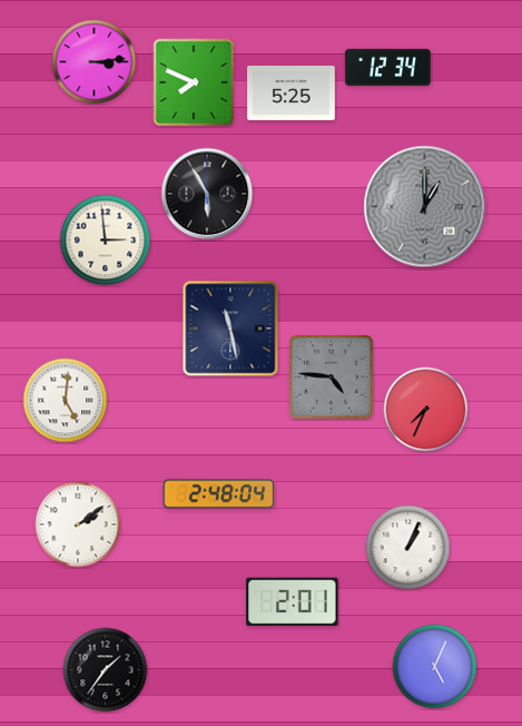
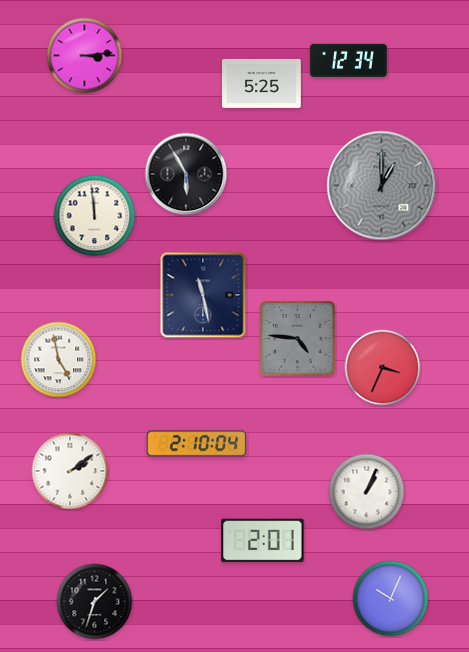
clock at (194, 82): 7:49 -> none
clock at (106, 241): 2:59 -> 11:59
clock at (230, 328) position: (230, 328) -> (203, 295)
clock at (66, 401): 5:01 -> 4:58
clock at (426, 410): 7:34 -> 3:34
clock at (219, 494): 2:48 -> 2:10
clock at (435, 667): 5:04 -> 10:04
clock at (106, 670): 1:36 -> 1:33
